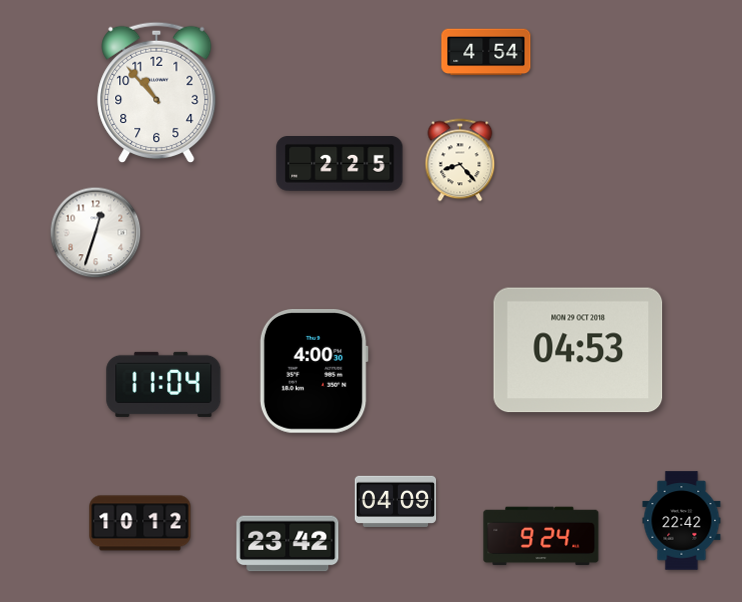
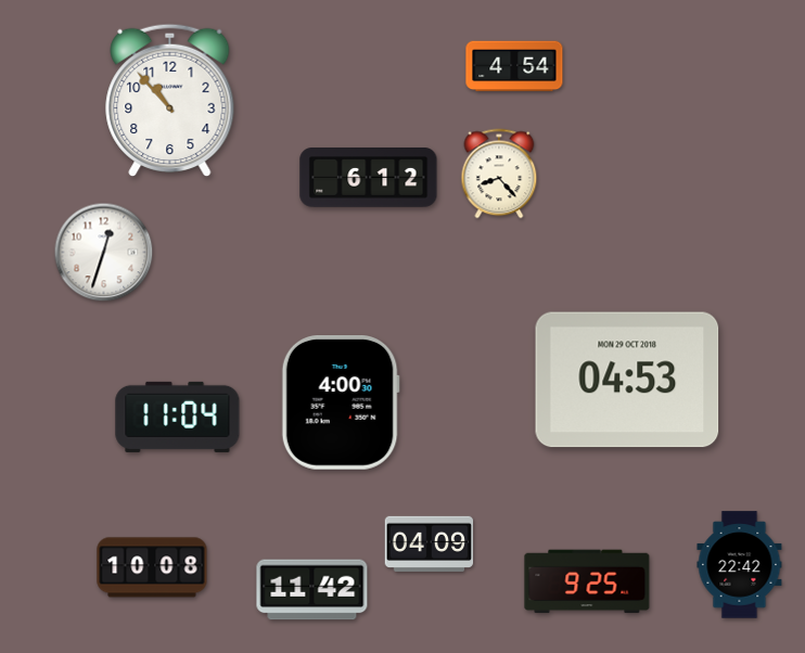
clock at (486, 52) position: (486, 52) -> (514, 66)
clock at (340, 164): 2:25 -> 6:12
clock at (140, 523): 10:12 -> 10:08
clock at (541, 536): 9:24 -> 9:25
clock at (288, 544): 23:42 -> 11:42
